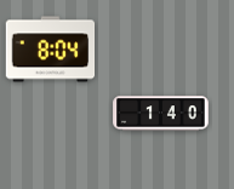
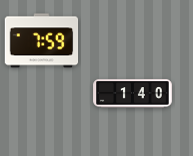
clock at (51, 50): 8:04 -> 7:59
